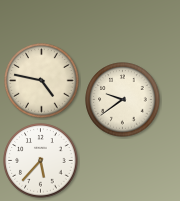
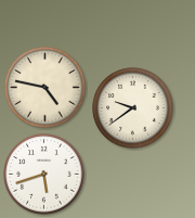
clock at (41, 161): 5:37 -> 5:42
